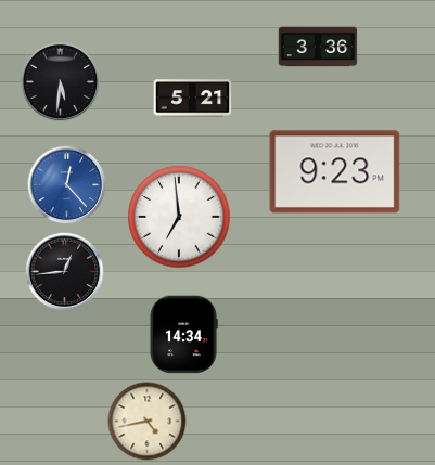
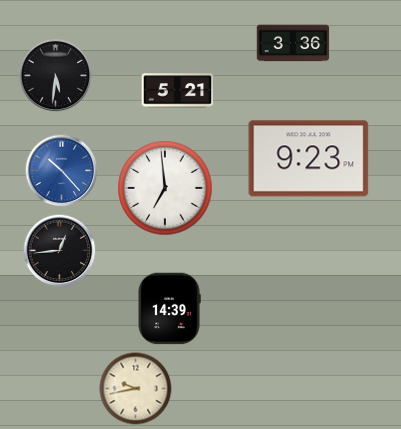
clock at (67, 185): 12:23 -> 10:23
clock at (179, 217) position: (179, 217) -> (165, 188)
clock at (183, 335): 14:34 -> 14:39
clock at (148, 422): 4:43 -> 9:43
